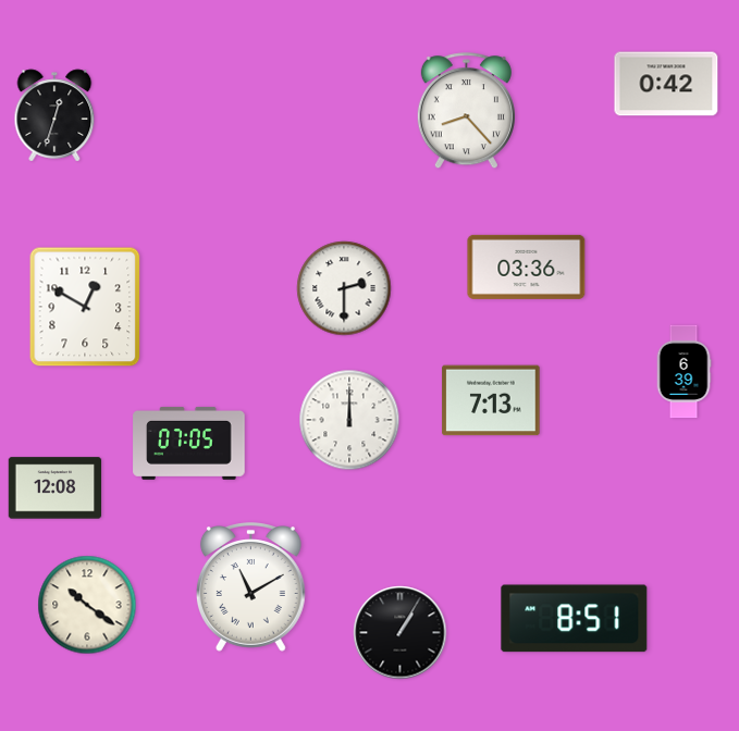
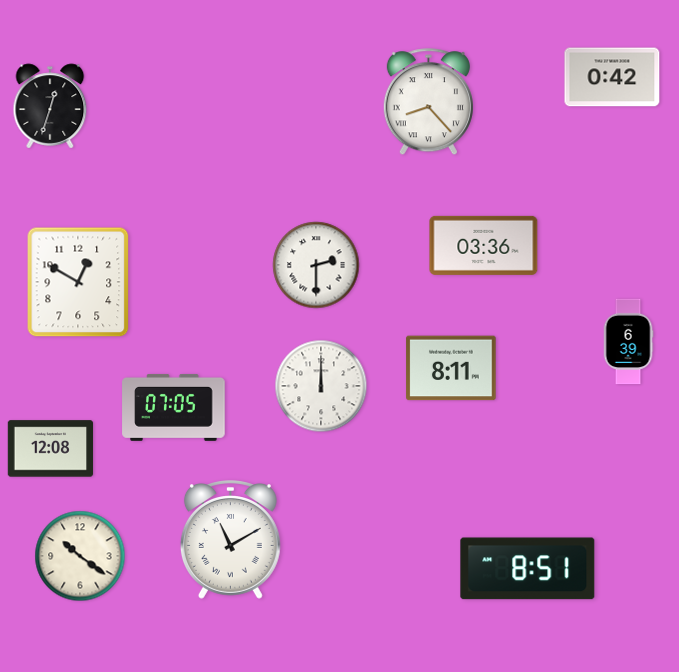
clock at (491, 400): 7:13 -> 8:11
clock at (401, 633): 1:05 -> none
